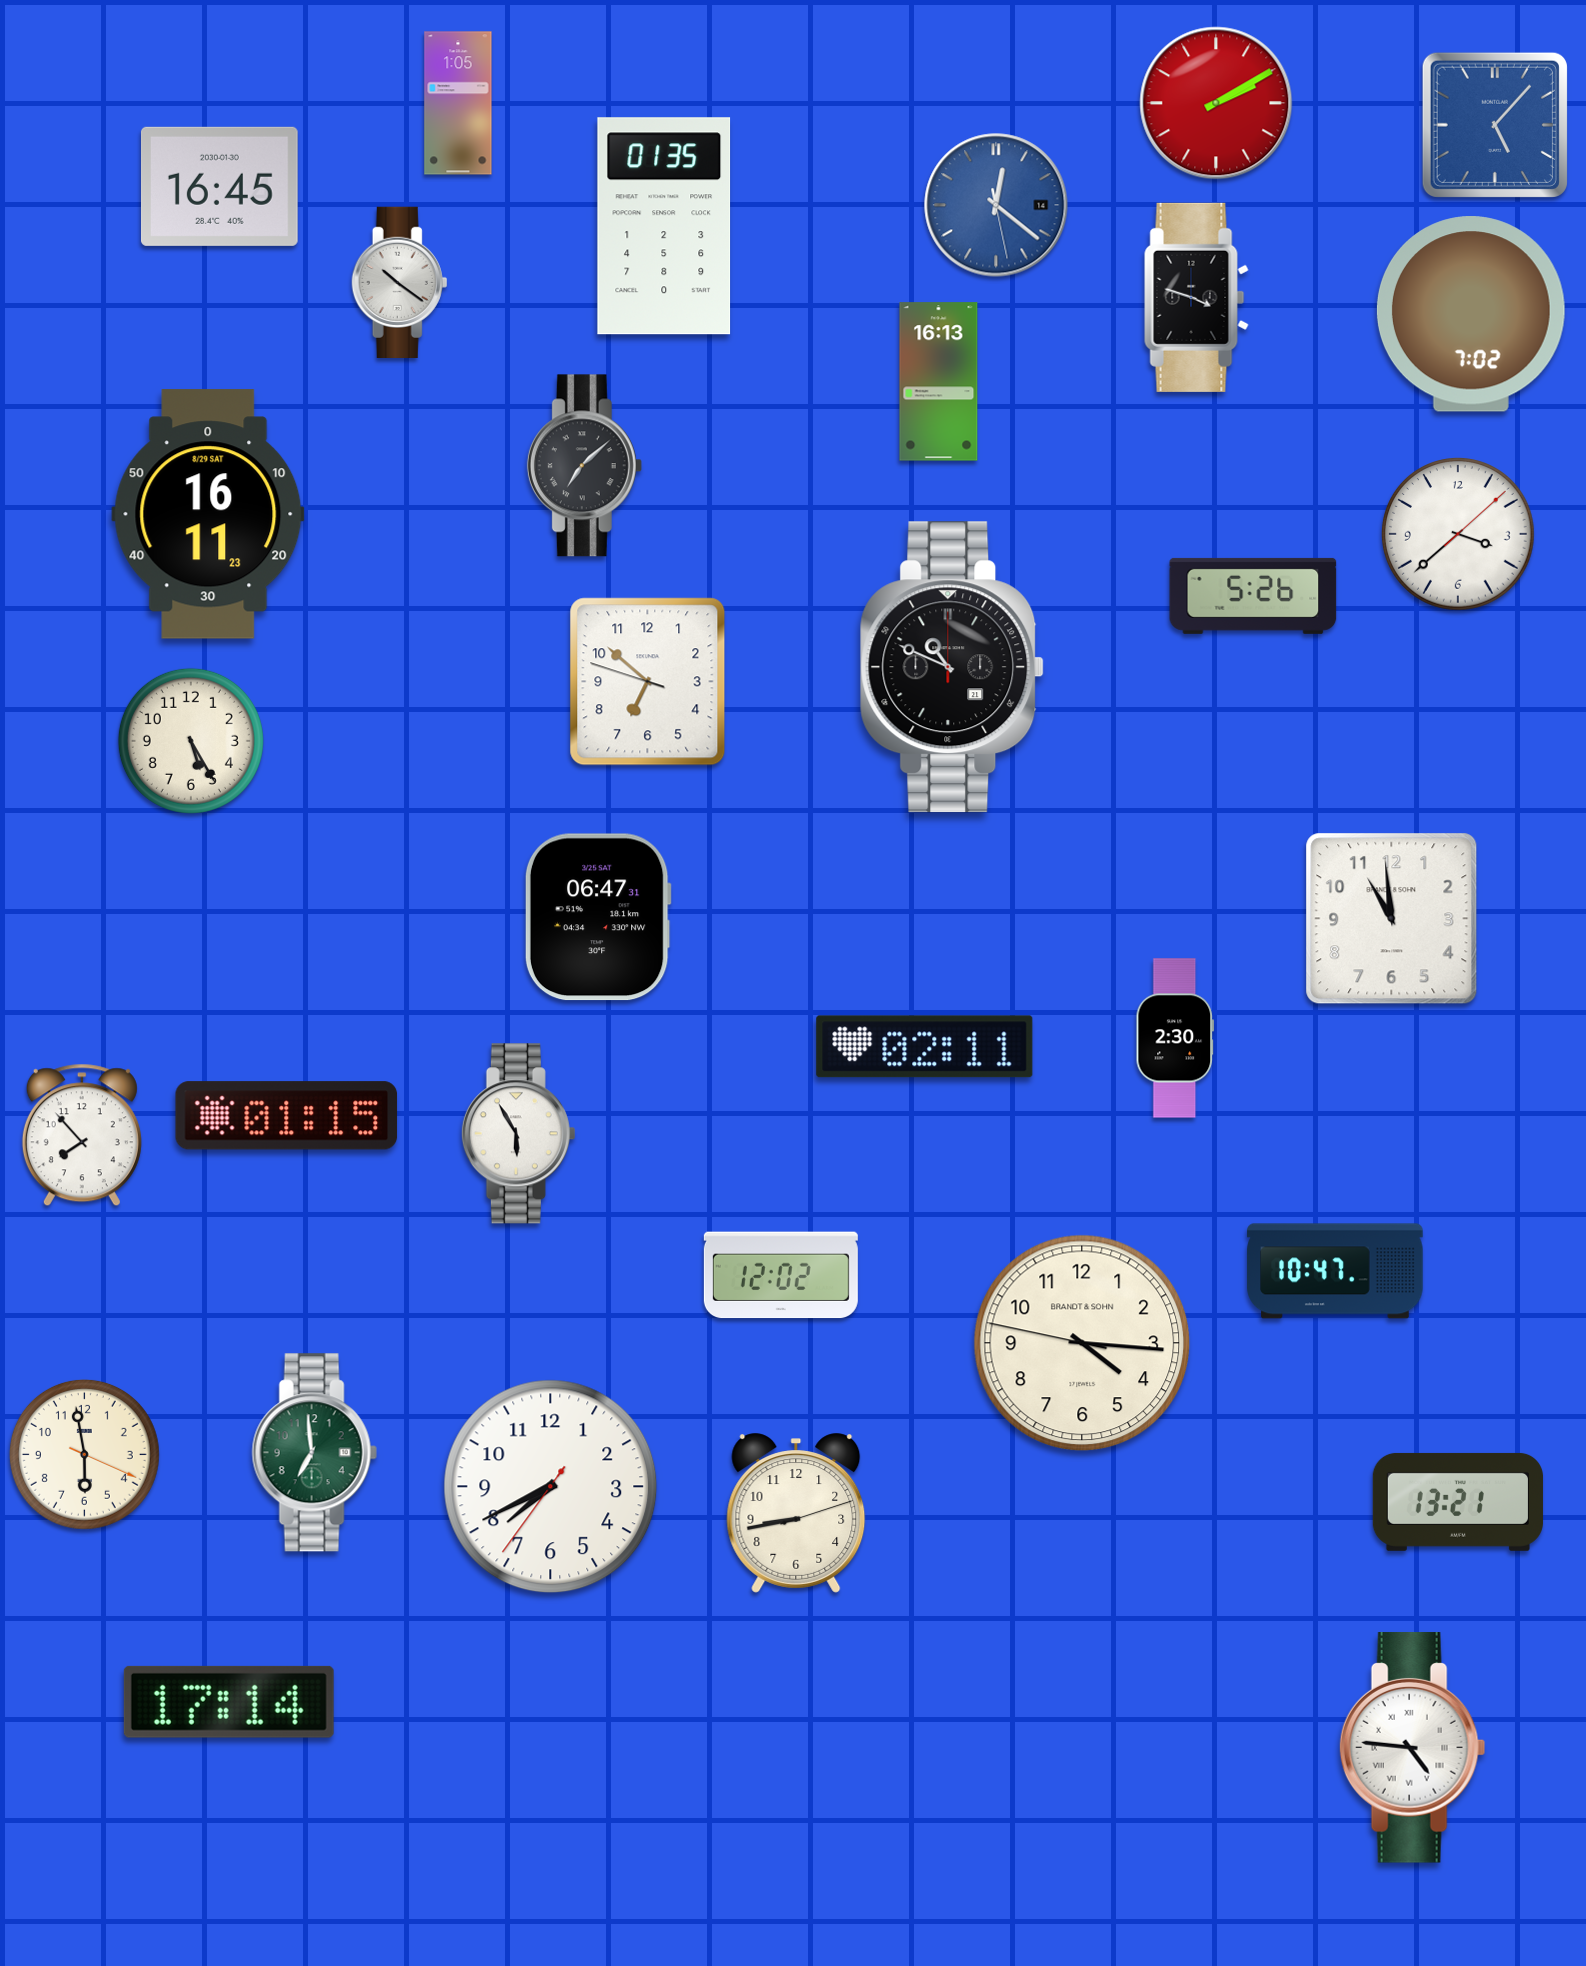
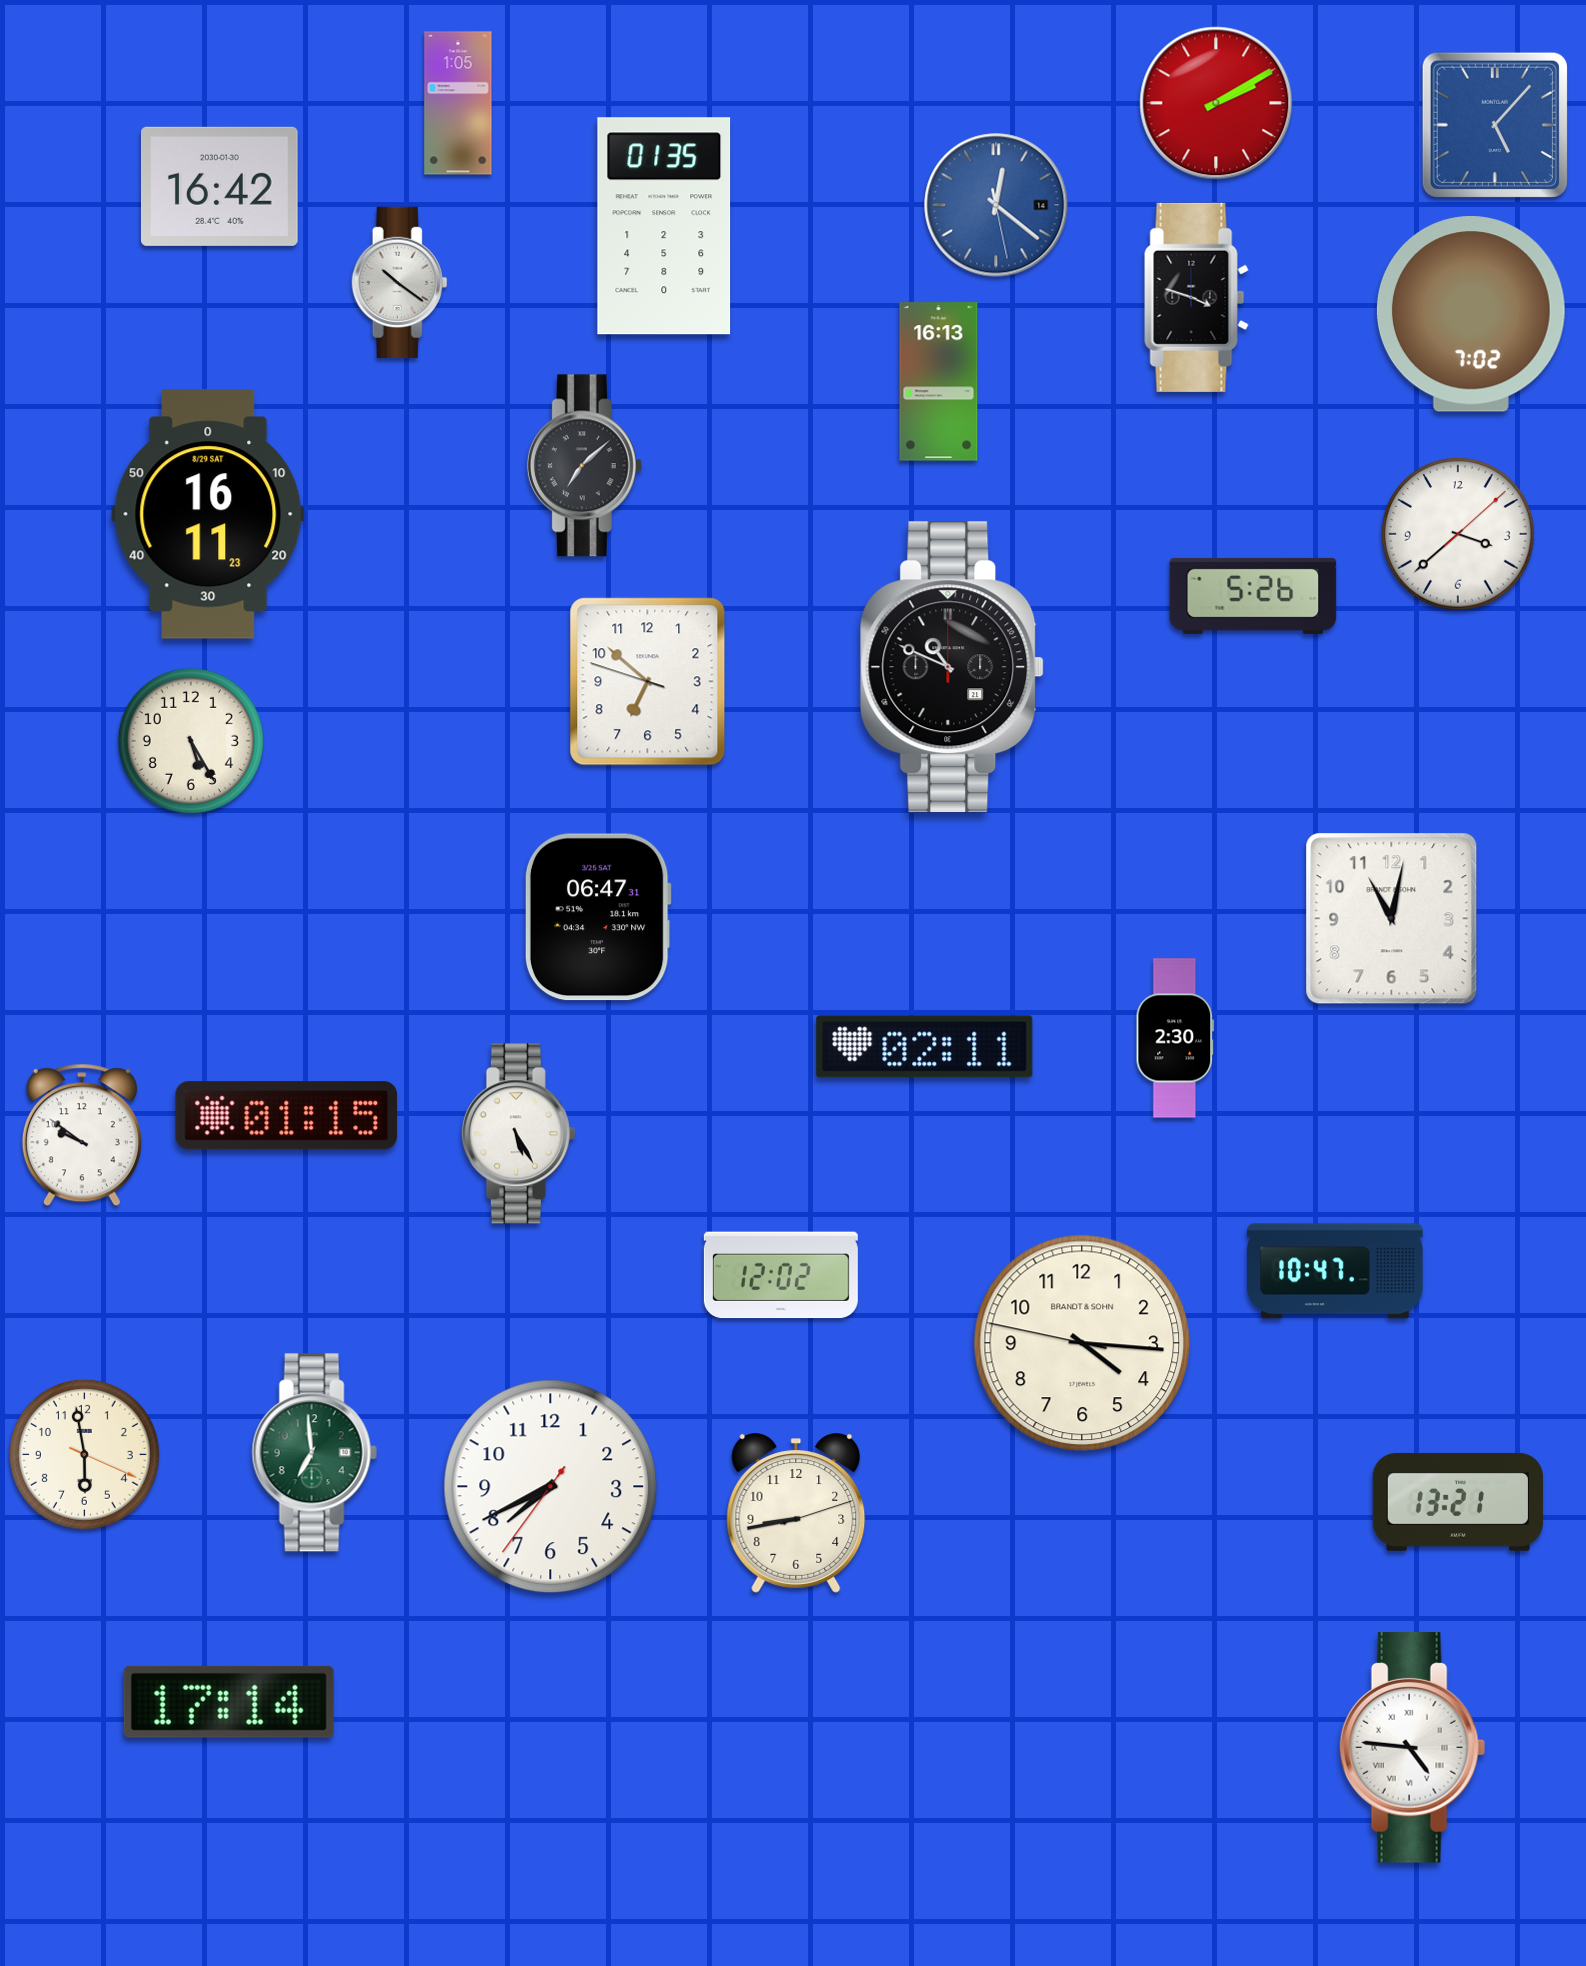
clock at (219, 186): 16:45 -> 16:42
clock at (1392, 919): 10:59 -> 11:02
clock at (518, 1134): 5:55 -> 5:25
clock at (82, 1135): 7:53 -> 9:51
